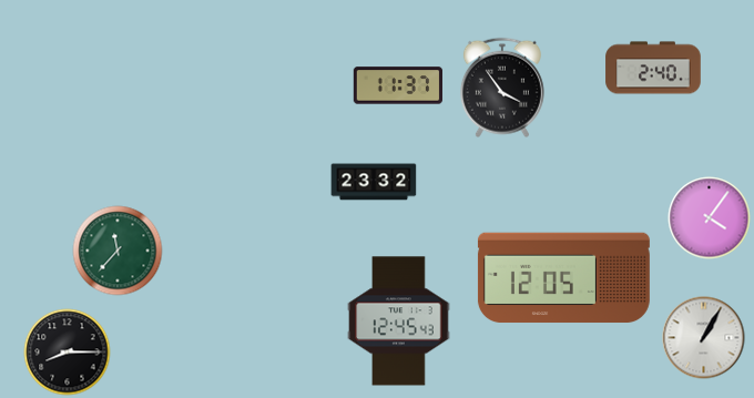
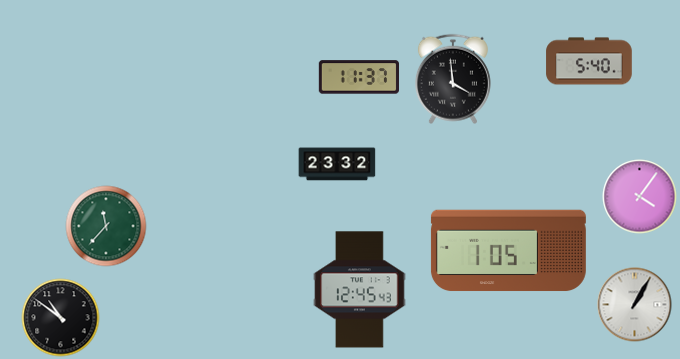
clock at (653, 68): 2:40 -> 5:40
clock at (502, 88): 3:54 -> 3:59
clock at (563, 278): 12:05 -> 1:05
clock at (68, 353): 8:15 -> 10:51
